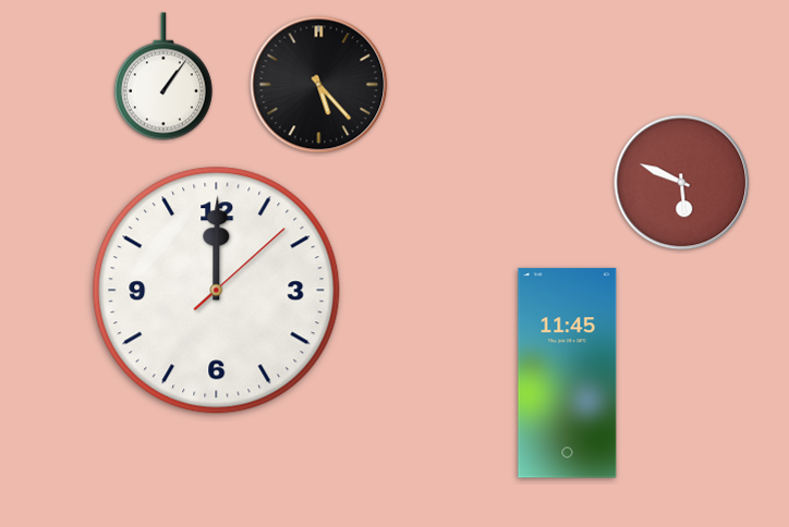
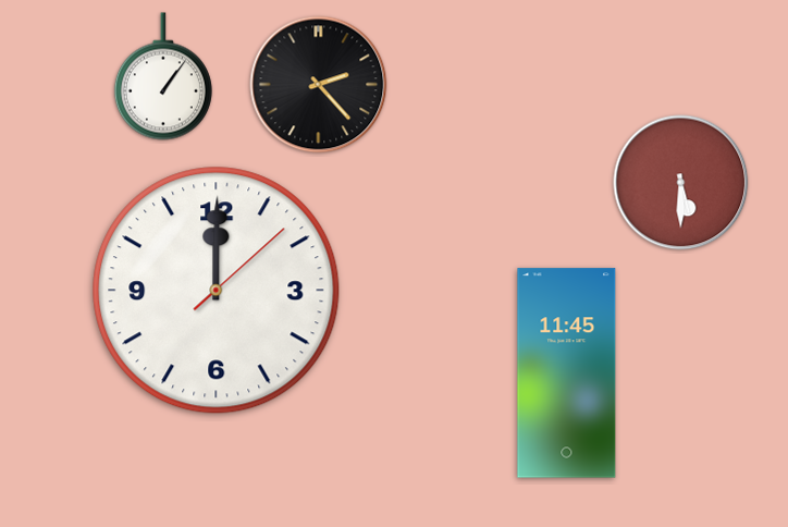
clock at (319, 85): 5:23 -> 2:23
clock at (682, 183): 5:49 -> 5:30
